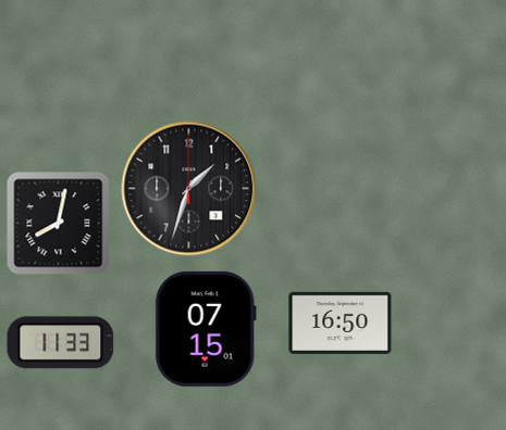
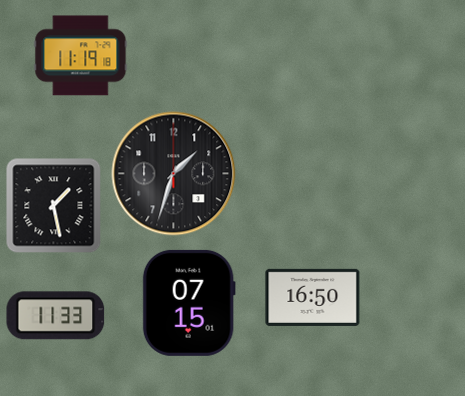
clock at (81, 56): none -> 11:19
clock at (59, 224): 8:02 -> 1:28
